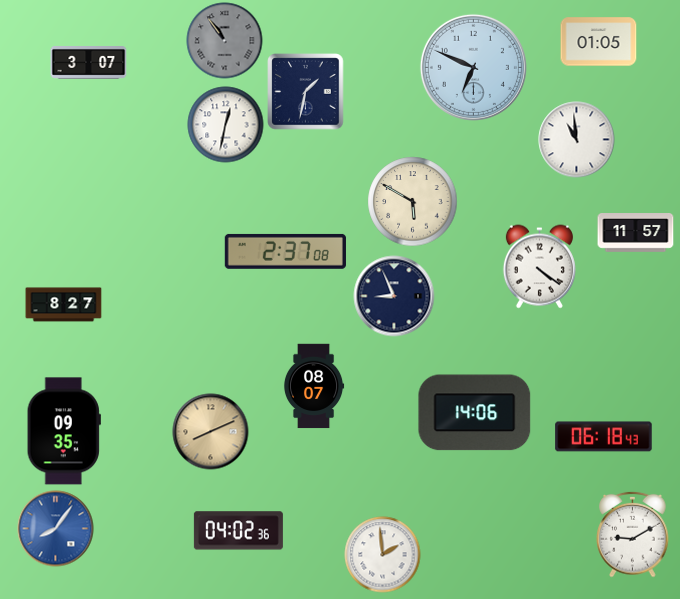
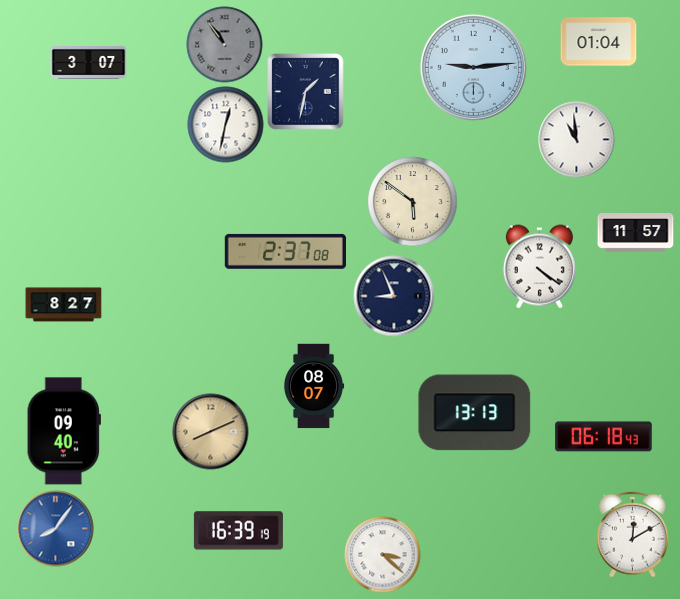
clock at (225, 41) position: (225, 41) -> (225, 45)
clock at (599, 42): 01:05 -> 01:04
clock at (473, 67): 6:49 -> 9:14
clock at (413, 202): 5:50 -> 5:51
clock at (475, 413): 14:06 -> 13:13
clock at (64, 431): 09:35 -> 09:40
clock at (238, 531): 04:02 -> 16:39
clock at (633, 534): 9:10 -> 12:10
clock at (383, 555): 1:59 -> 3:22
